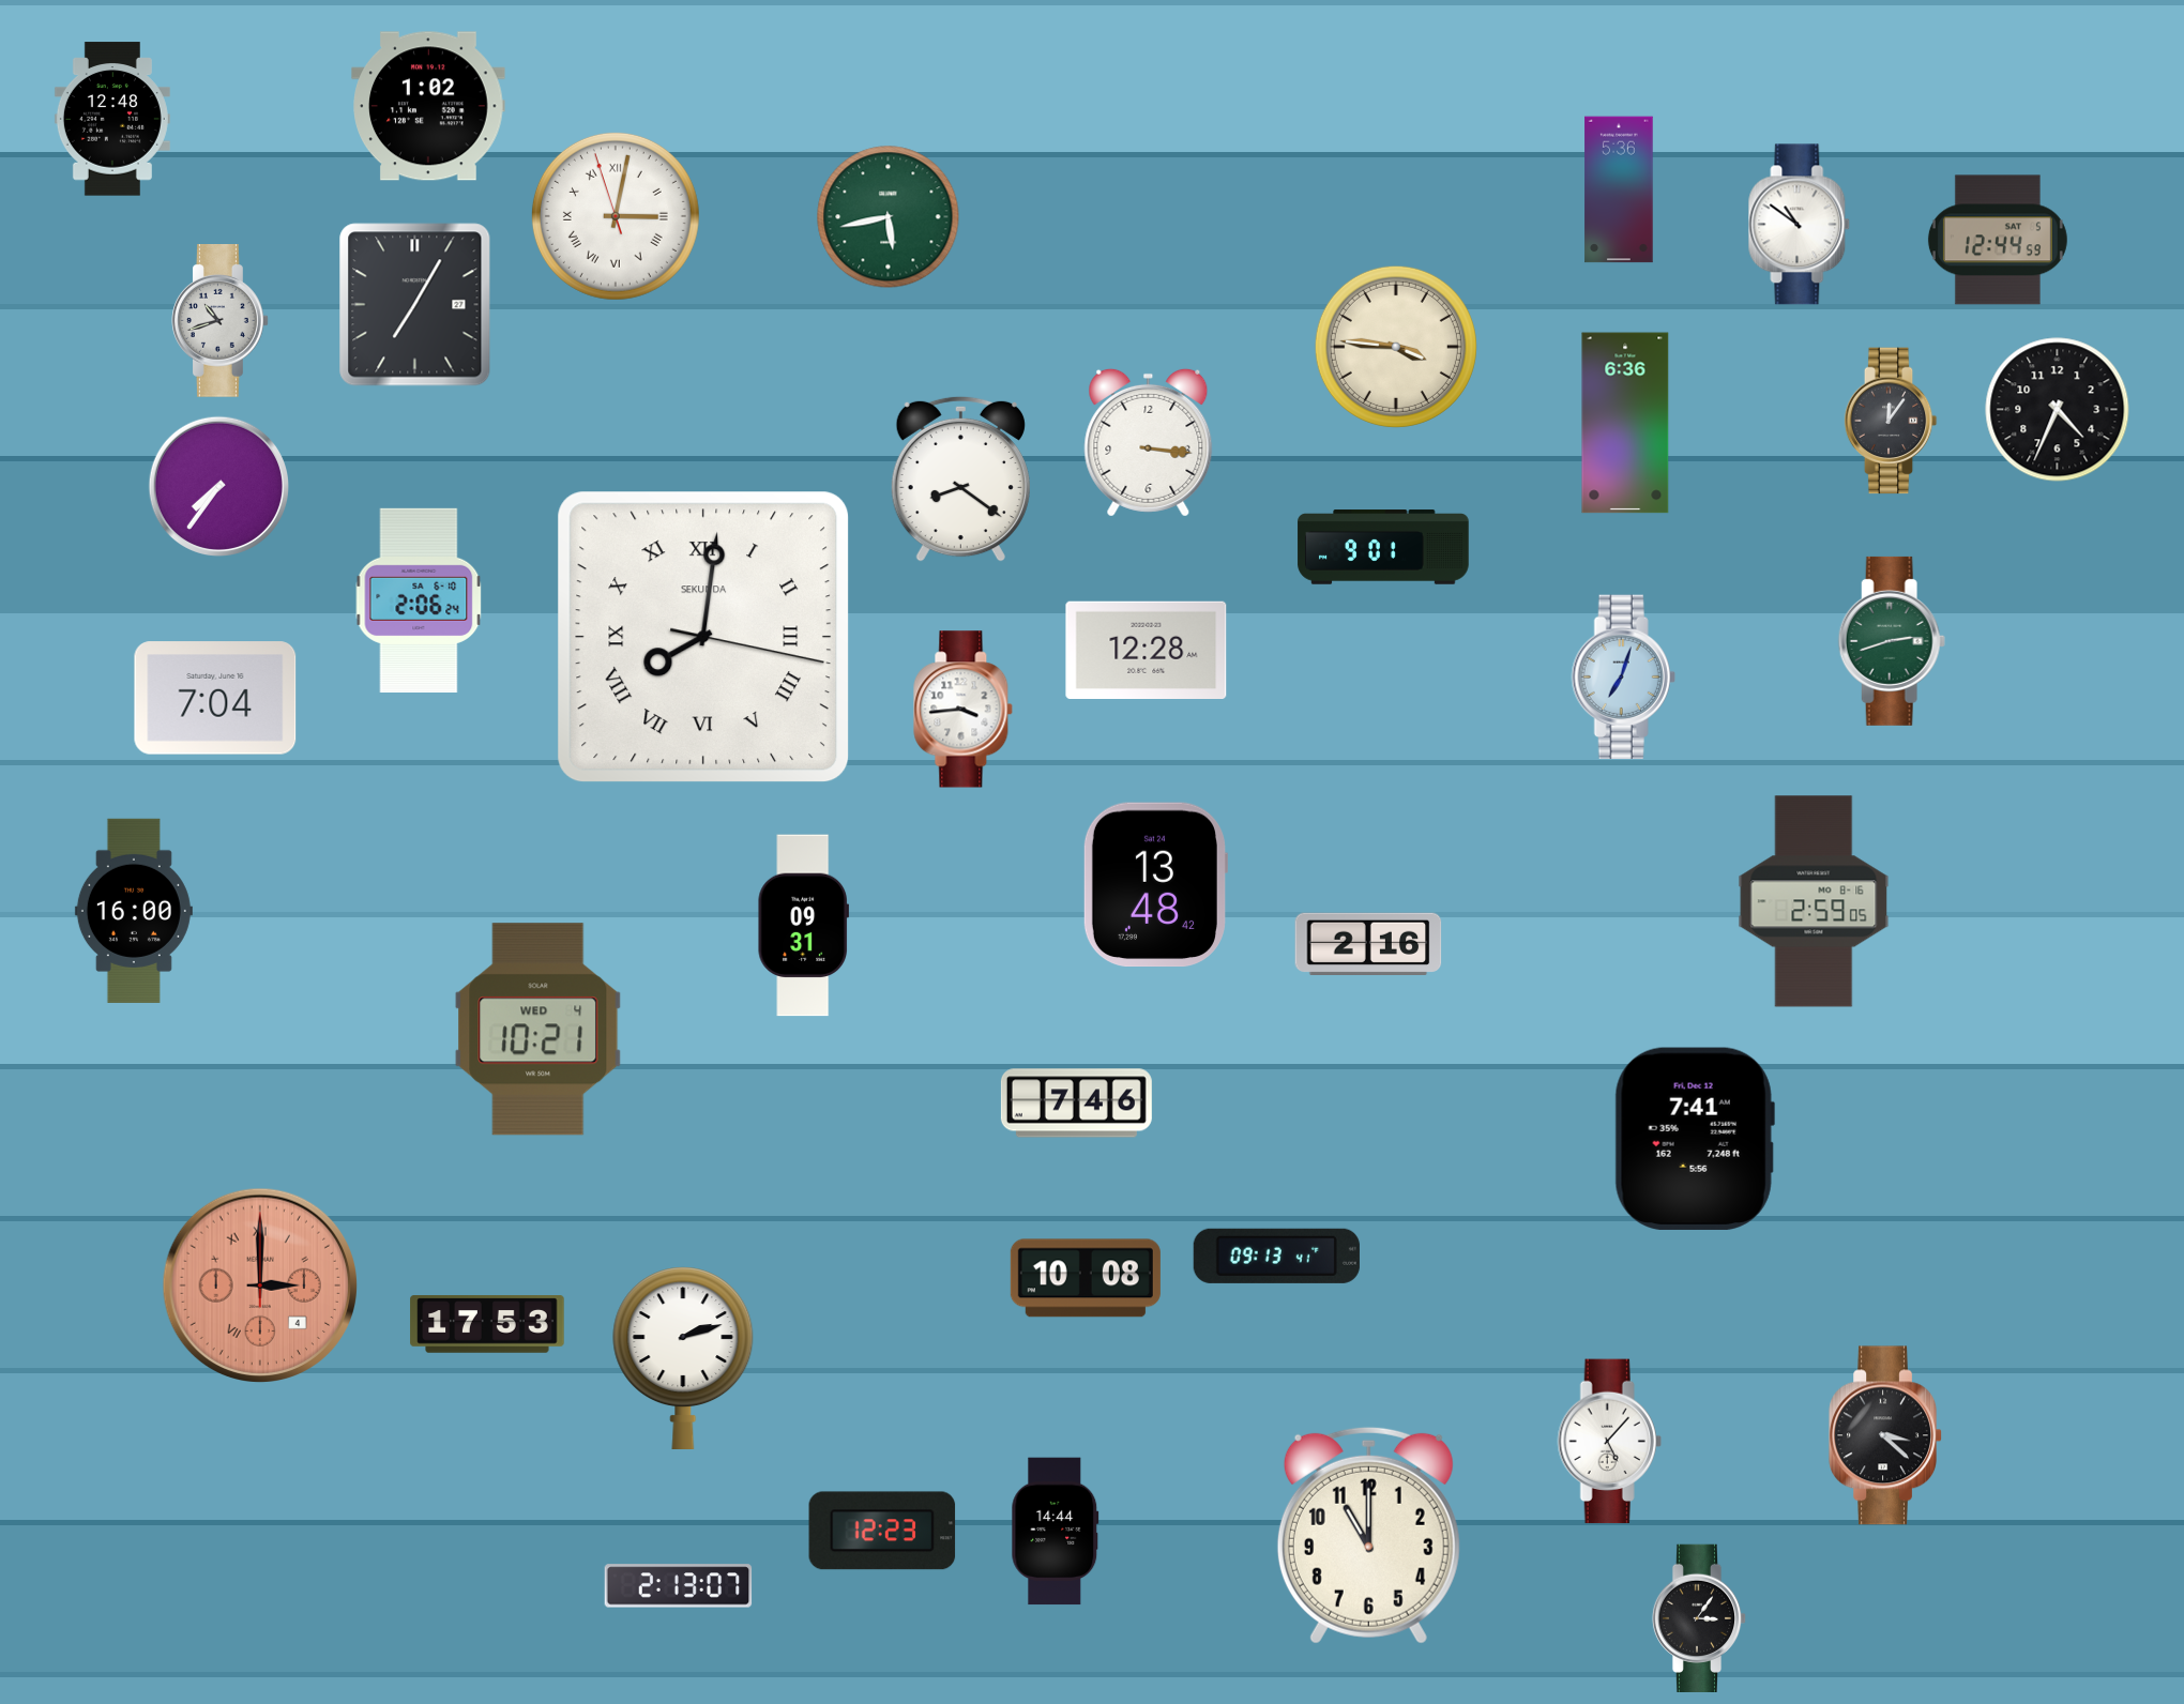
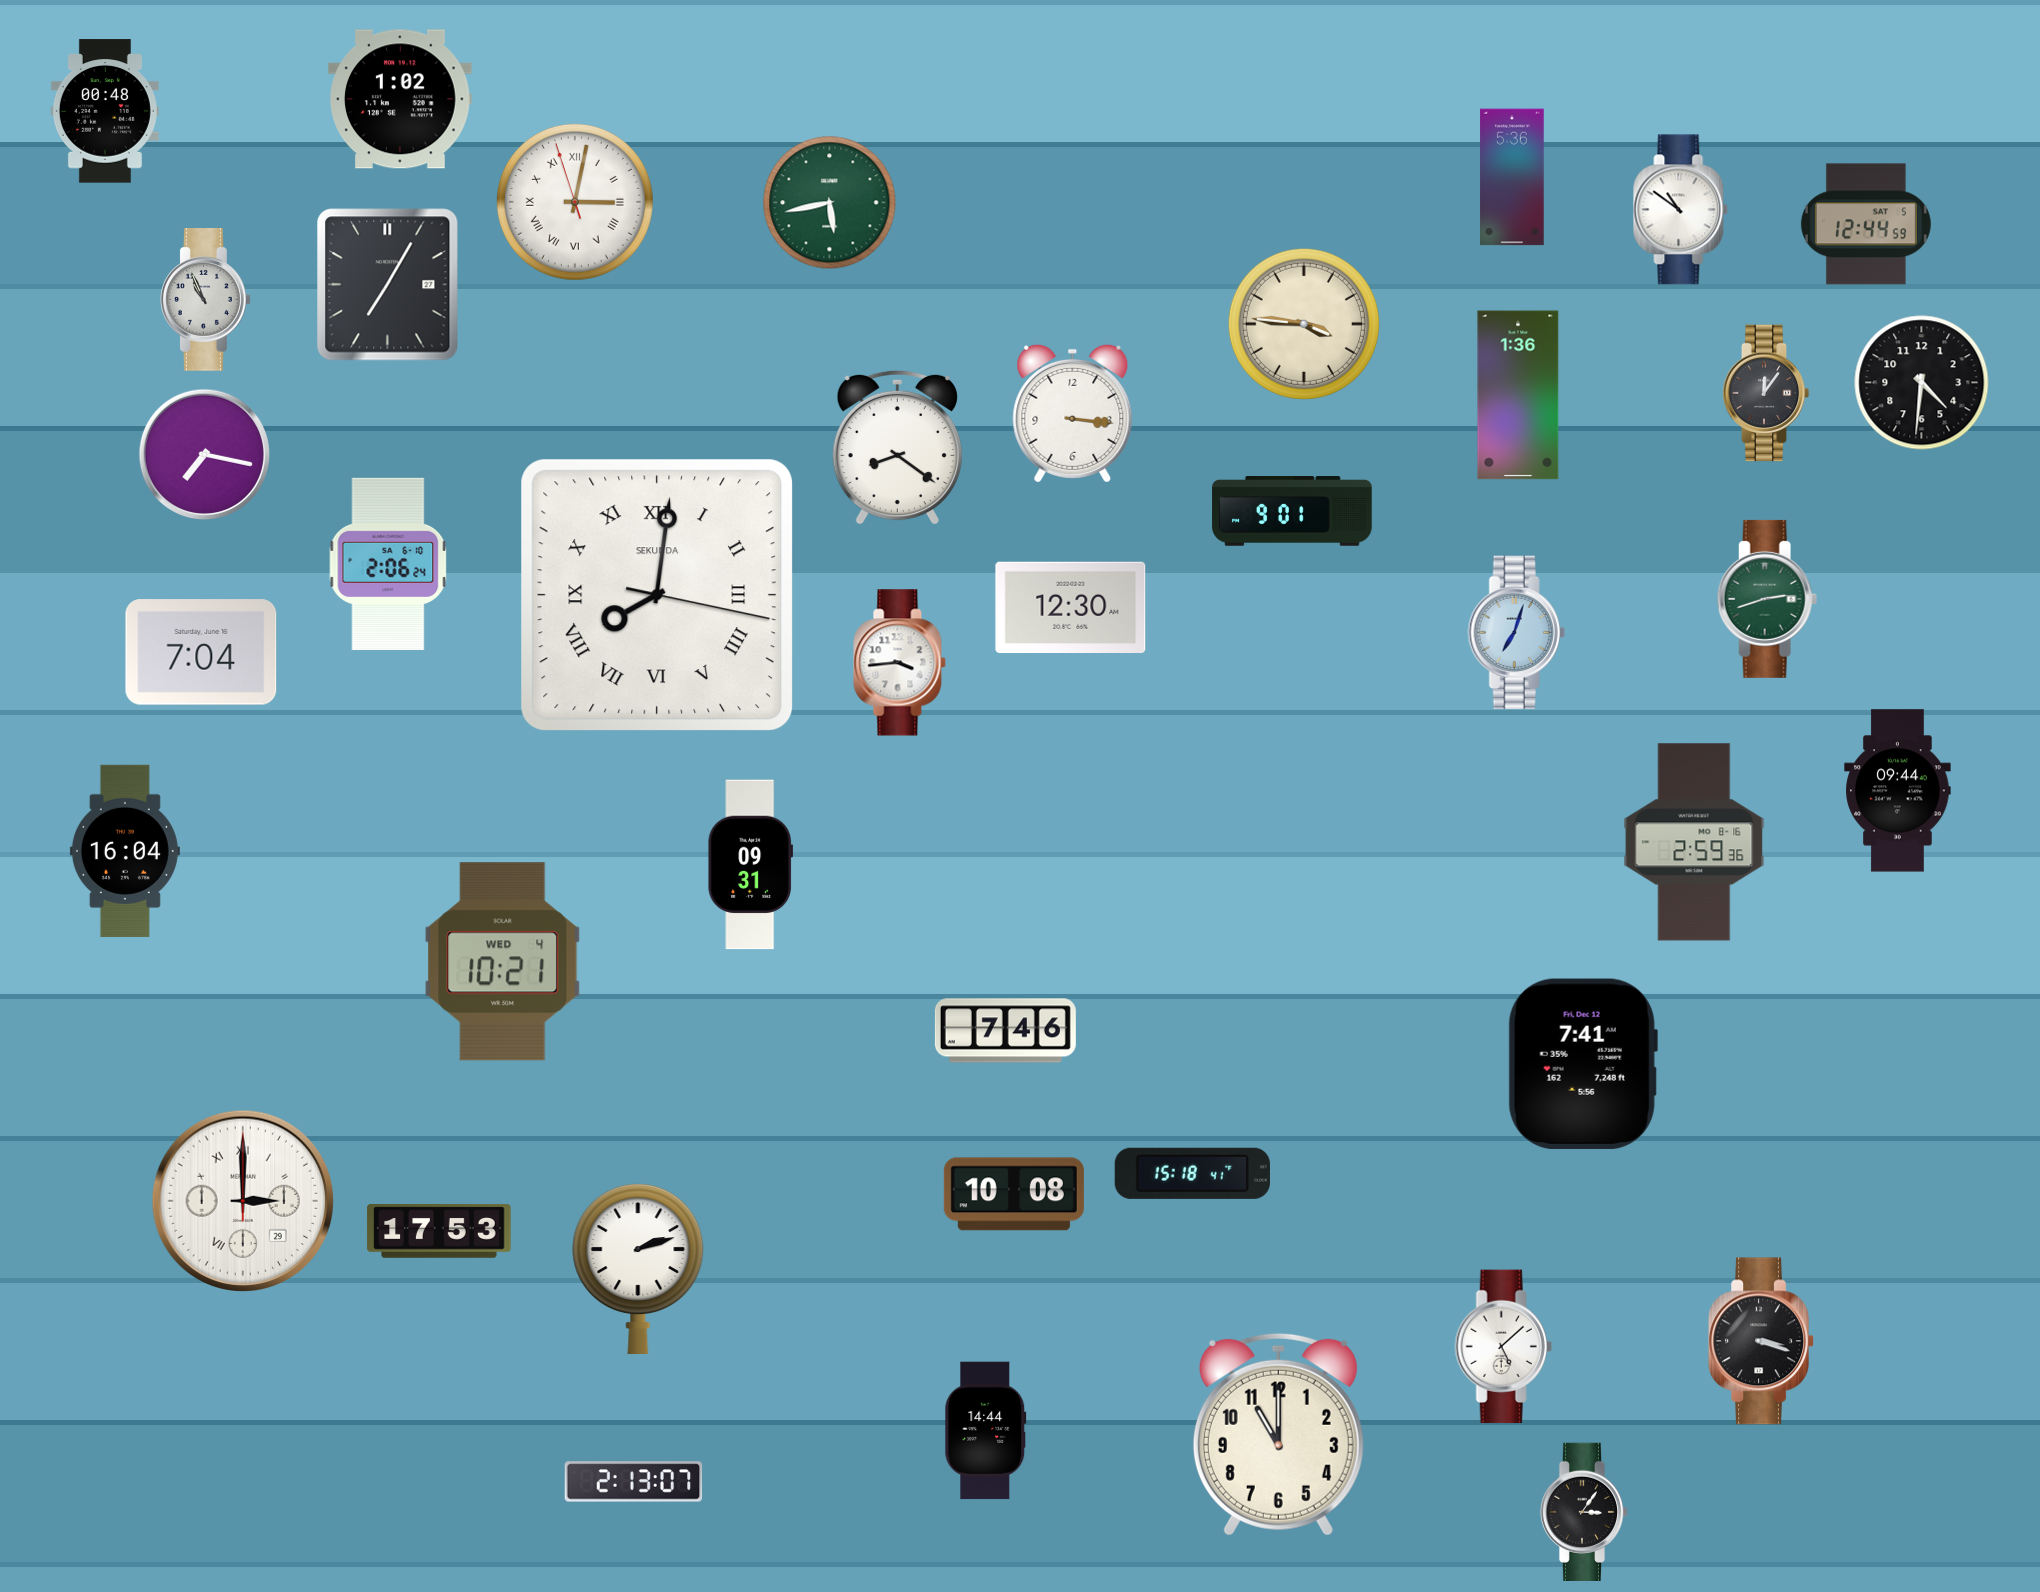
clock at (112, 119): 12:48 -> 00:48
clock at (221, 321): 10:42 -> 10:56
clock at (2058, 410): 4:34 -> 4:31
clock at (1625, 423): 6:36 -> 1:36
clock at (218, 486): 7:36 -> 7:17
clock at (419, 600) position: (419, 600) -> (388, 564)
clock at (1147, 650): 12:28 -> 12:30
clock at (1898, 791): none -> 09:44
clock at (1154, 885): 13:48 -> none
clock at (1814, 901): 2:59:05 -> 2:59:36
clock at (134, 911): 16:00 -> 16:04
clock at (1368, 943): 2:16 -> none
clock at (1276, 1256): 09:13 -> 15:18
clock at (259, 1284) date: 4 -> 29
clock at (259, 1284) dial: salmon -> white
clock at (487, 1324) position: (487, 1324) -> (439, 1231)
clock at (1885, 1435): 3:22 -> 3:18
clock at (1609, 1442): 5:07 -> 5:08
clock at (882, 1531): 12:23 -> none
clock at (1699, 1617) position: (1699, 1617) -> (1584, 1511)
